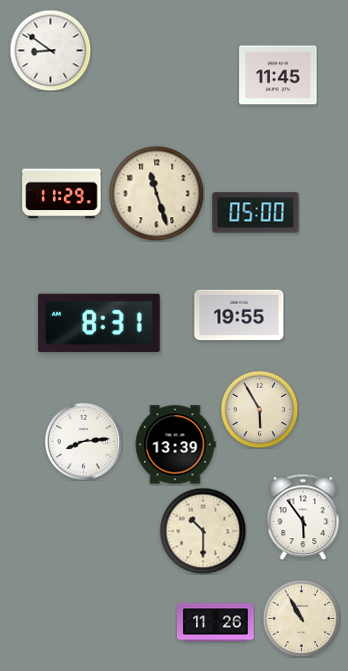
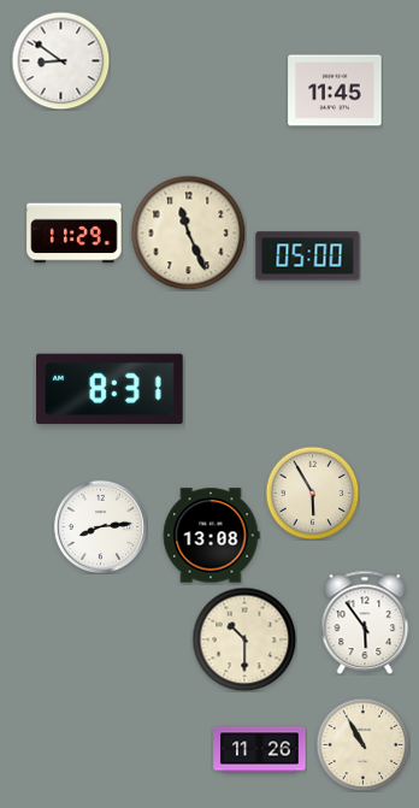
clock at (156, 193): 11:27 -> 11:26
clock at (239, 315): 19:55 -> none
clock at (99, 323) position: (99, 323) -> (110, 389)
clock at (83, 441) position: (83, 441) -> (100, 526)
clock at (175, 445): 13:39 -> 13:08
